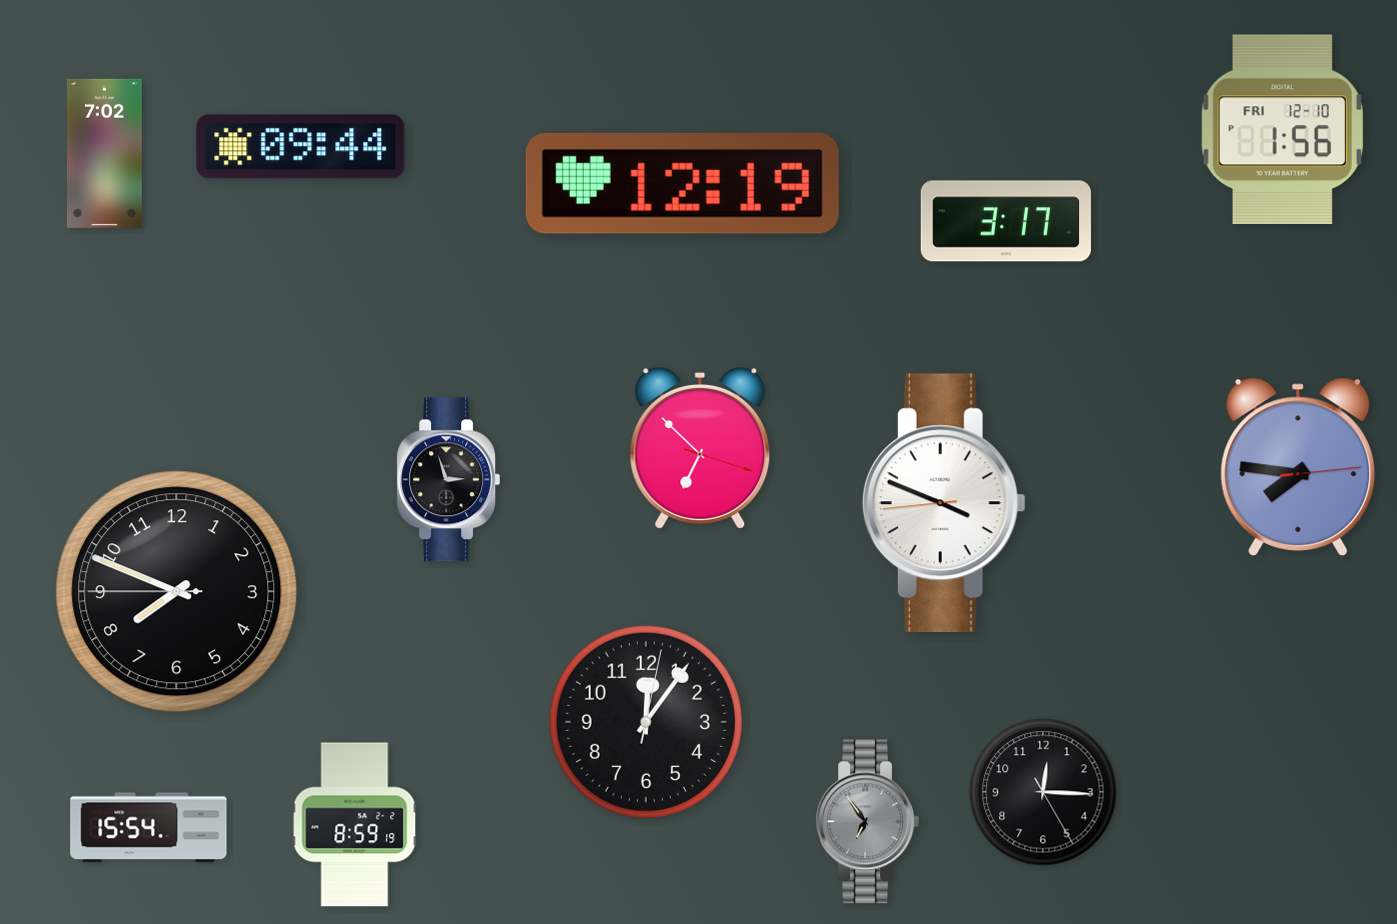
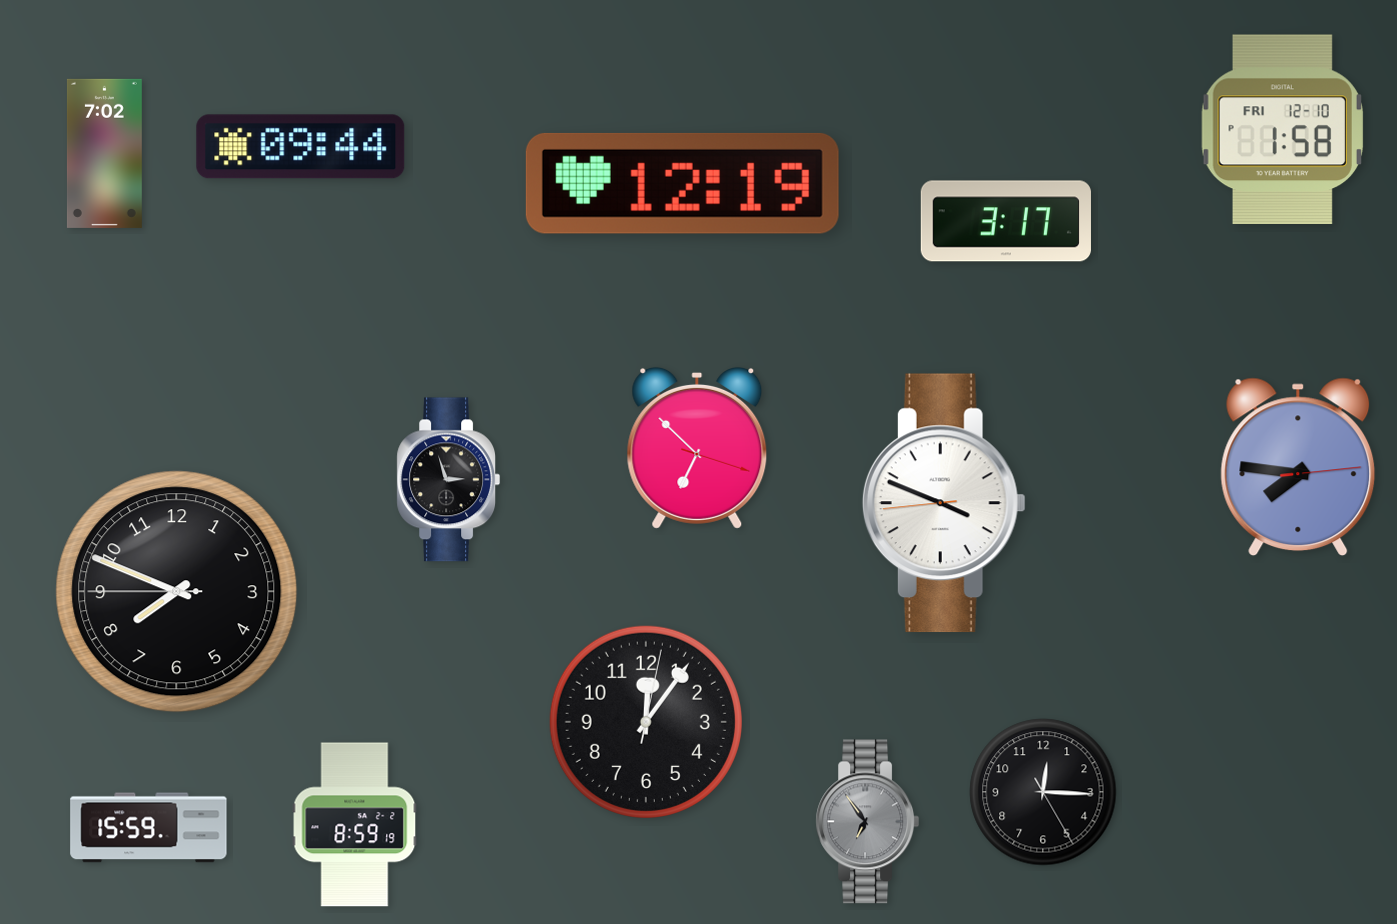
clock at (1282, 129): 1:56 -> 1:58
clock at (700, 448) position: (700, 448) -> (697, 448)
clock at (149, 828): 15:54 -> 15:59
